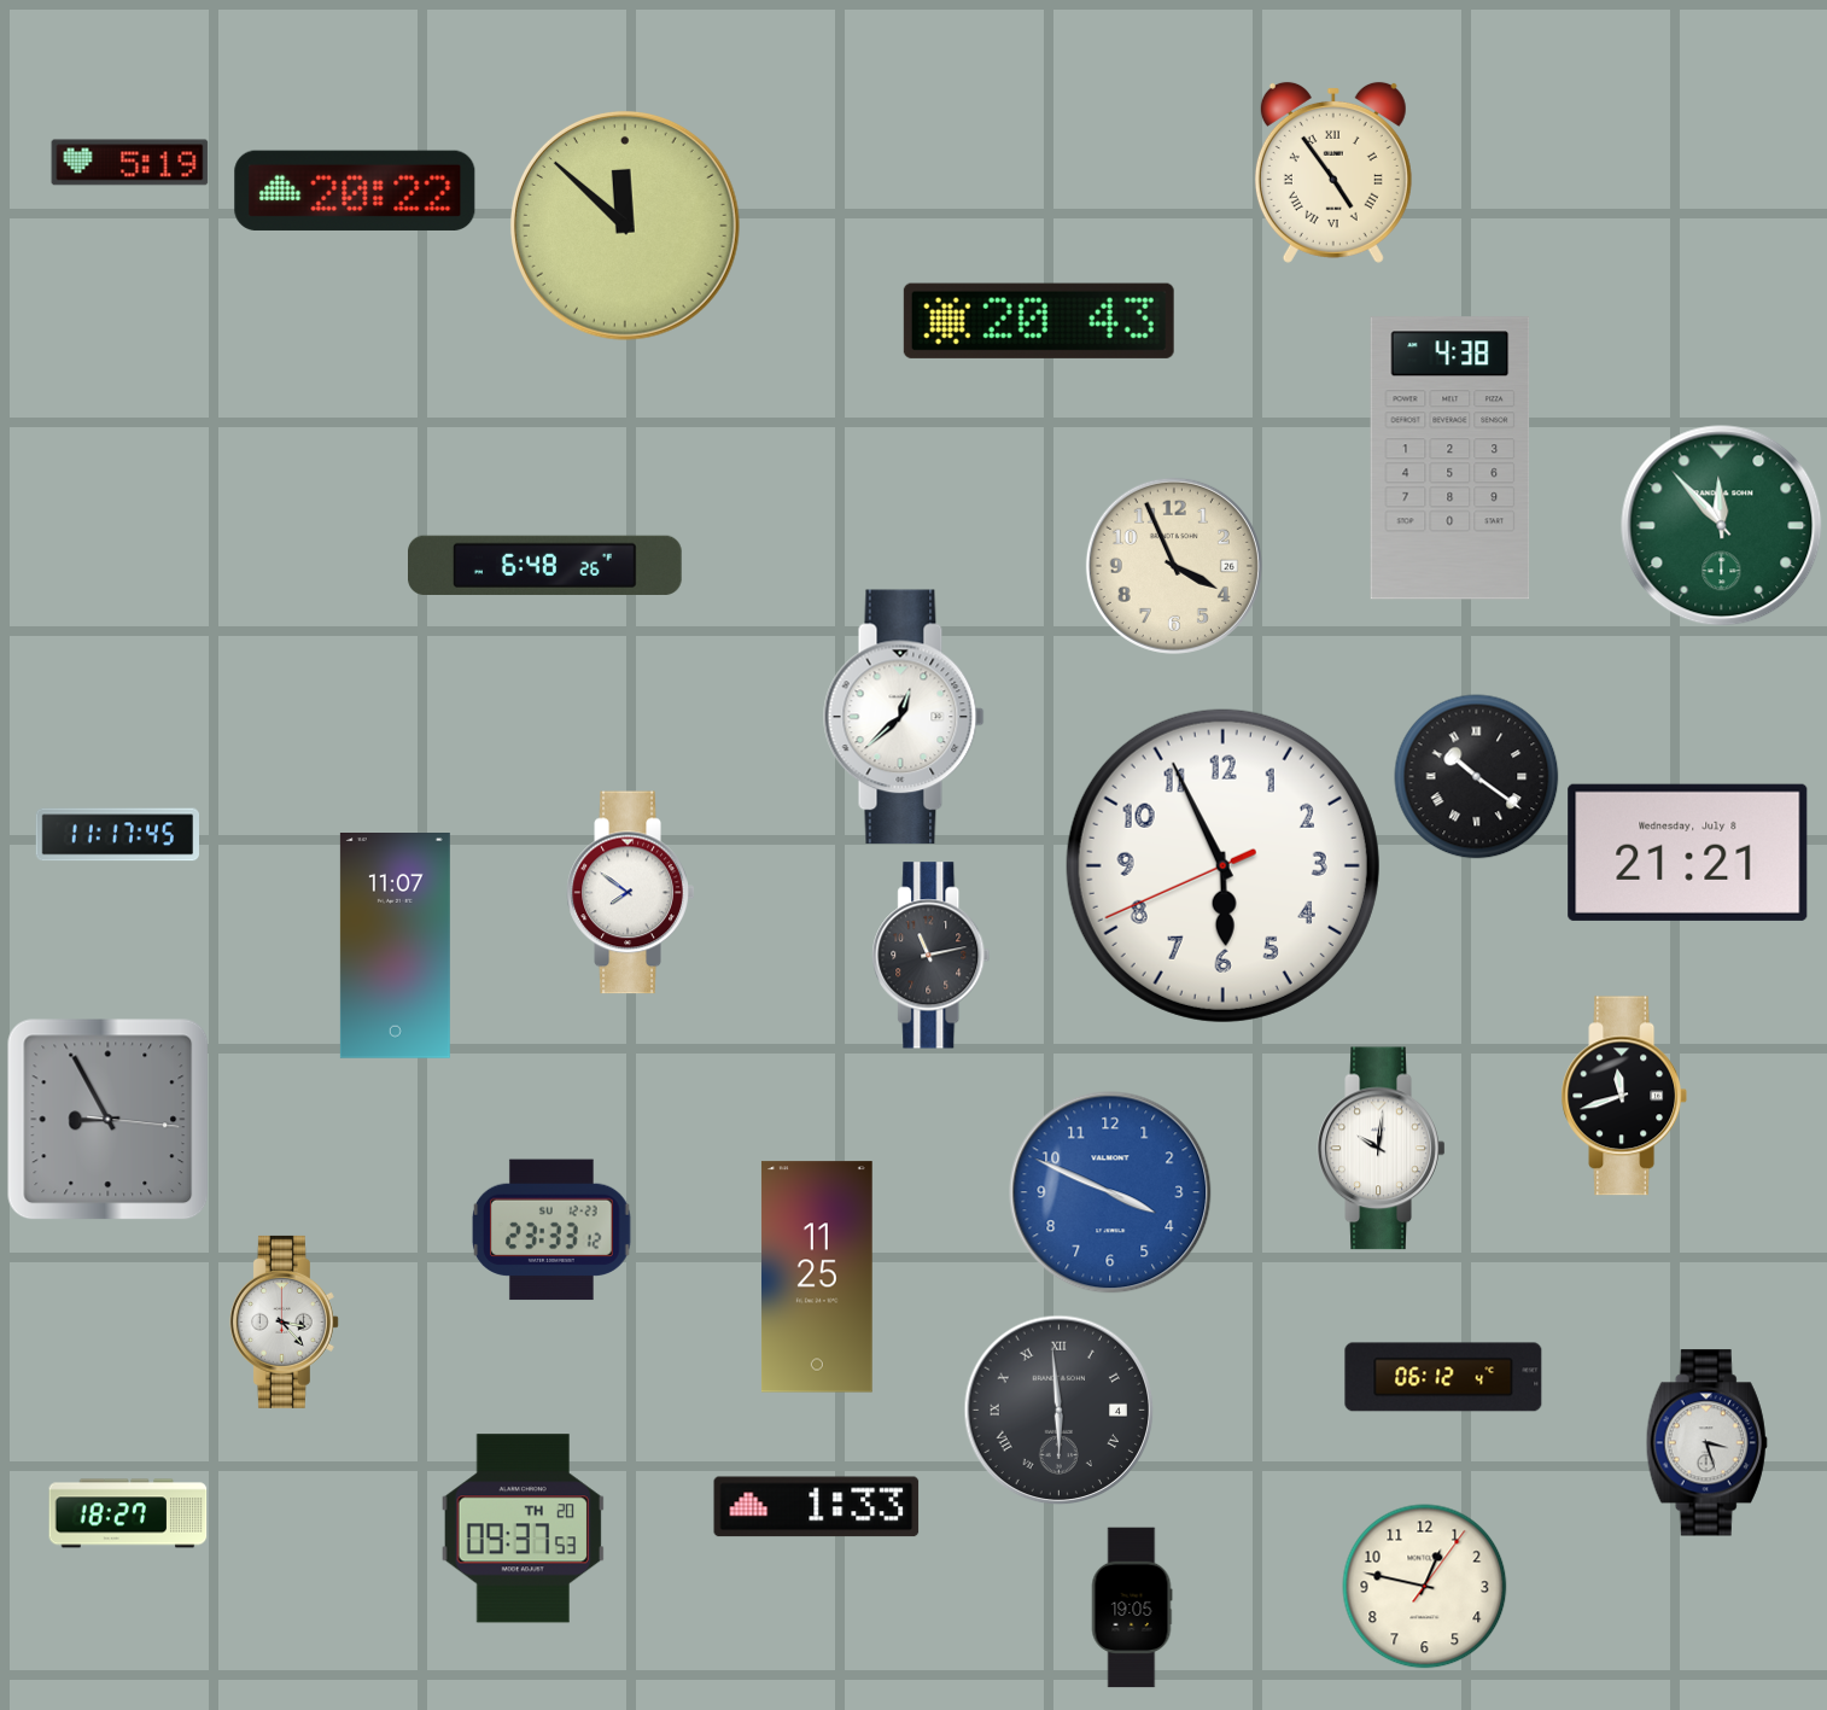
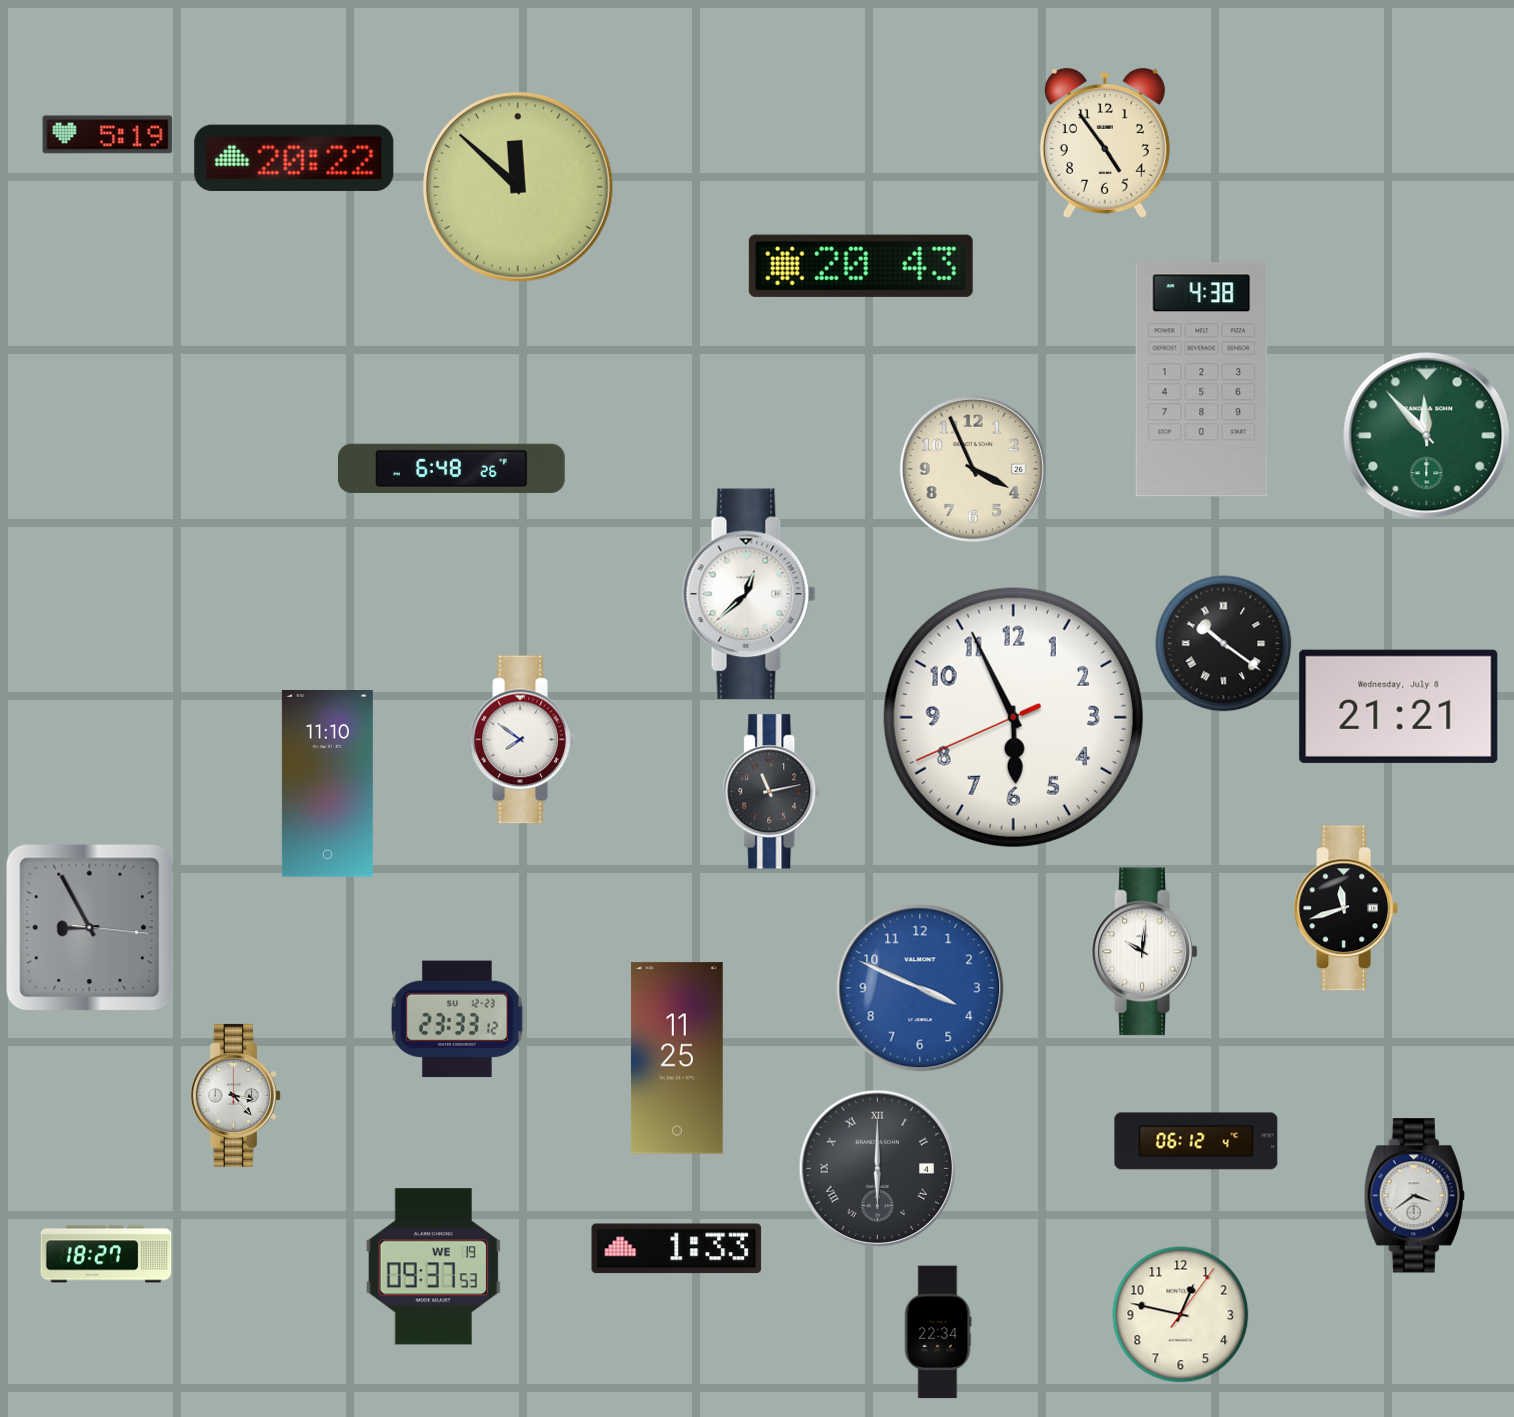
clock at (1333, 173) numerals: Roman -> Arabic
clock at (117, 835): 11:17 -> none
clock at (395, 946): 11:07 -> 11:10
clock at (1060, 1411): 5:59 -> 6:00
clock at (1706, 1443): 3:27 -> 3:39
clock at (523, 1529) date: TH 20 -> WE 19
clock at (1132, 1607): 19:05 -> 22:34
